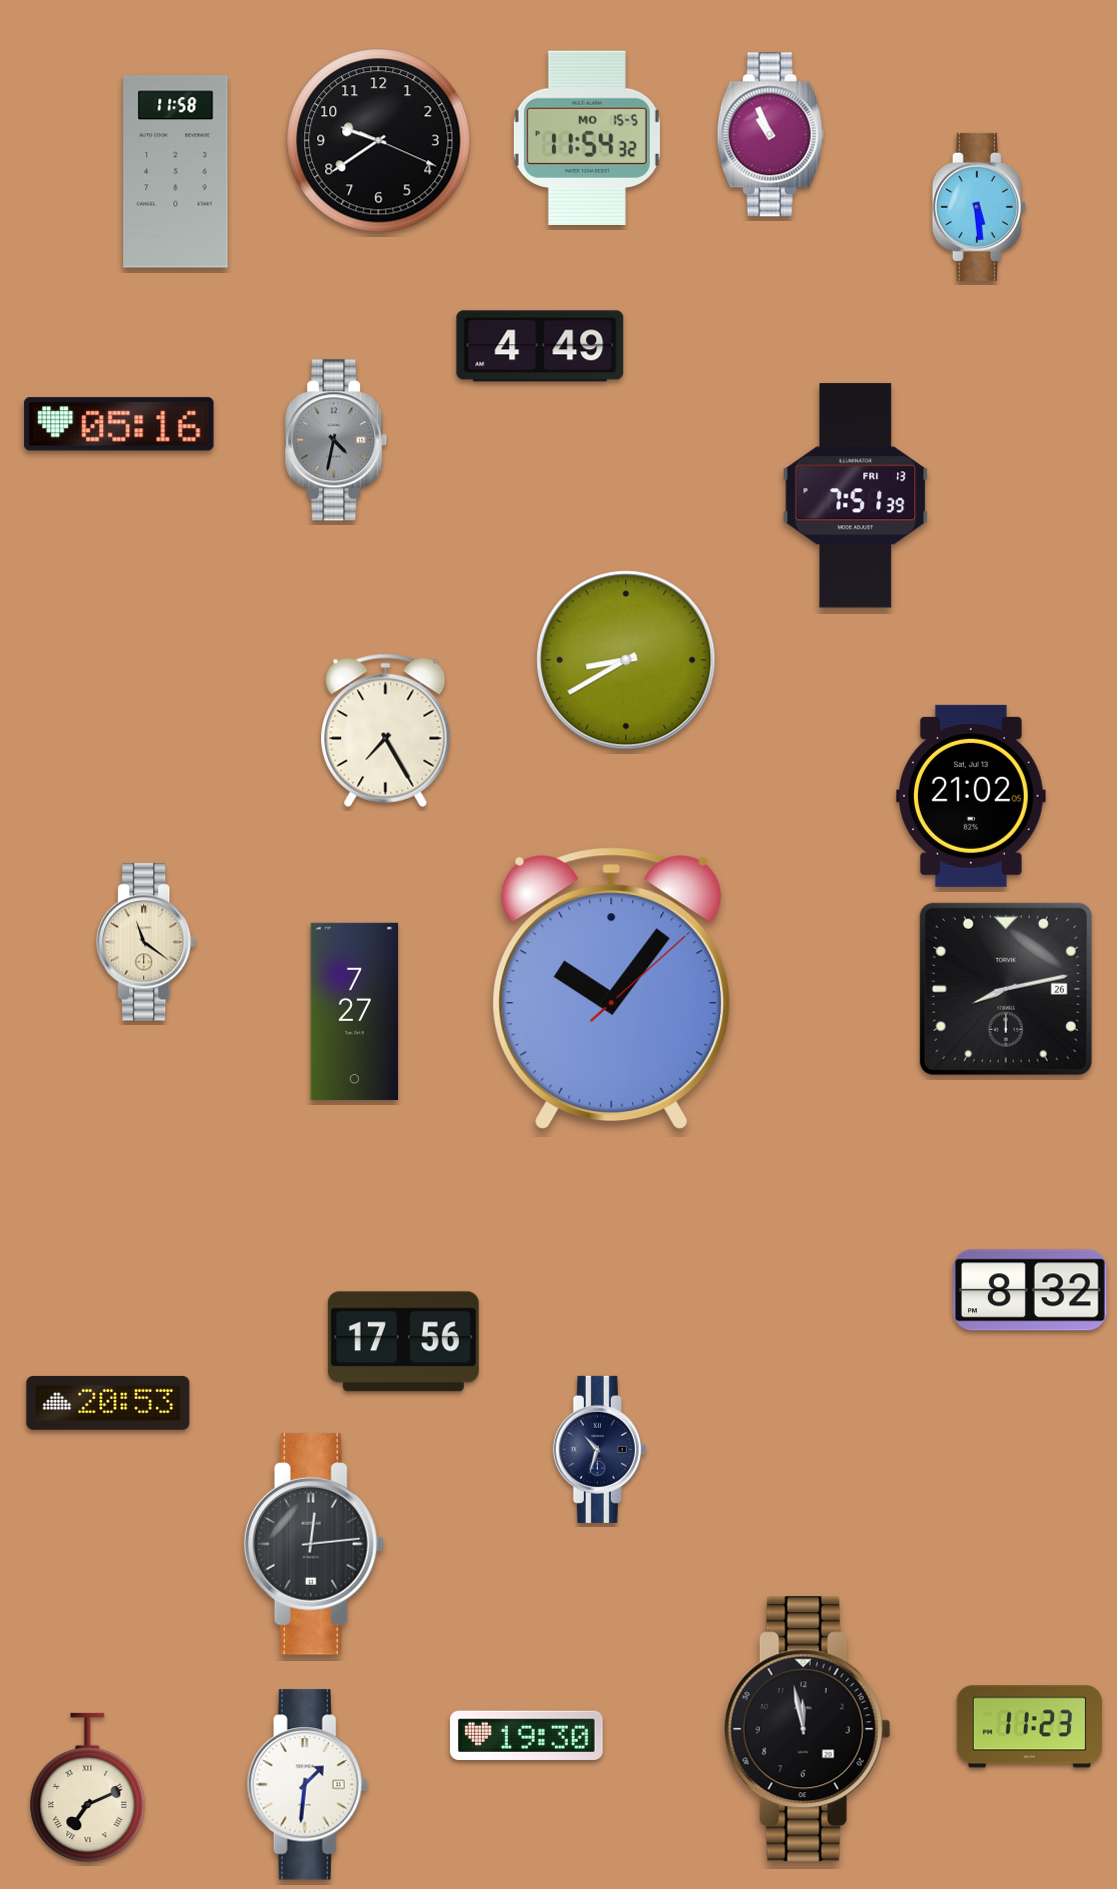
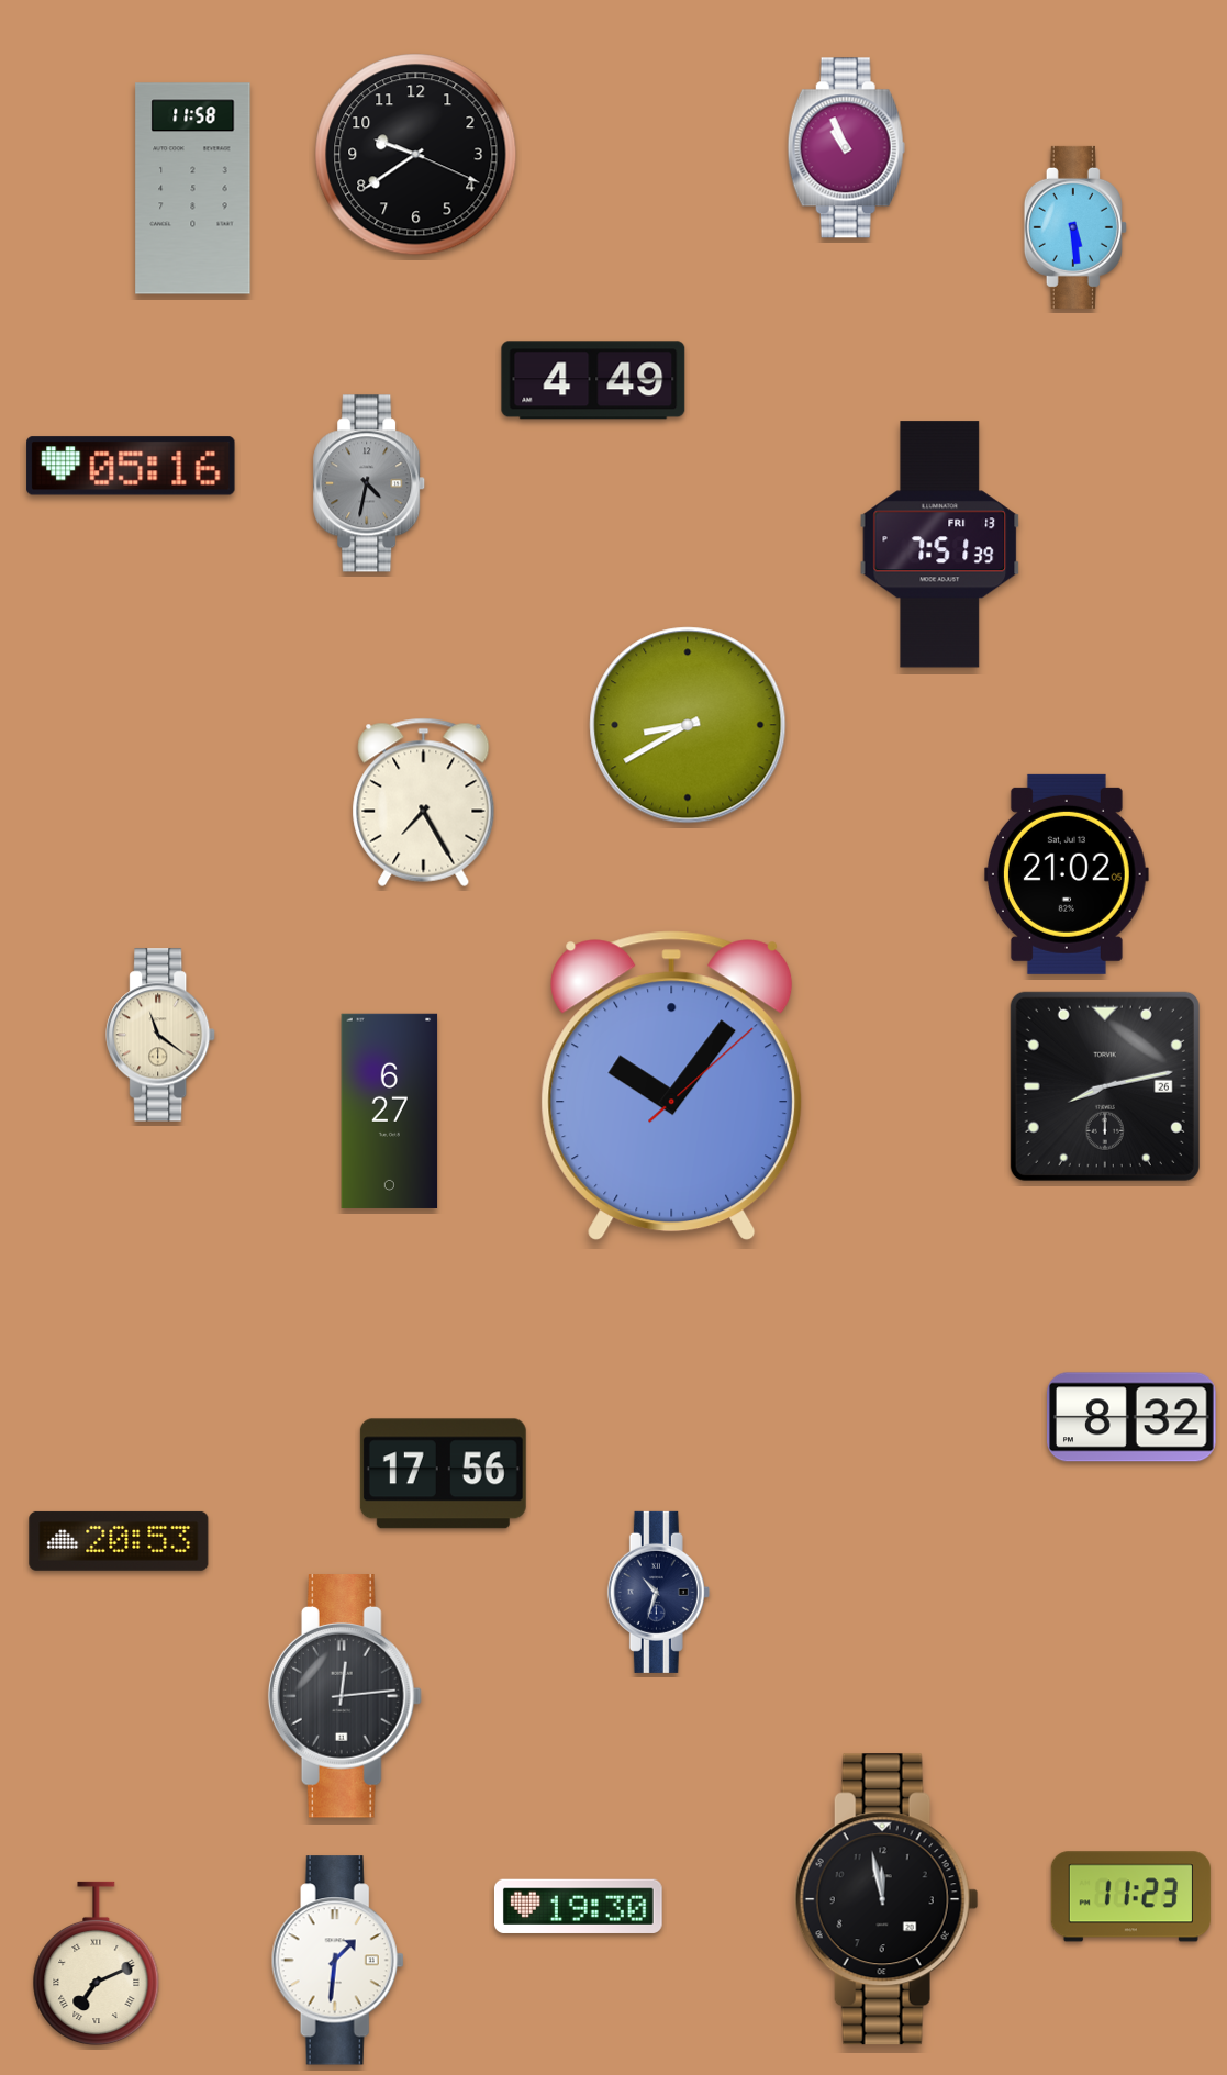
clock at (587, 137): 11:54 -> none
clock at (355, 1011): 7:27 -> 6:27
